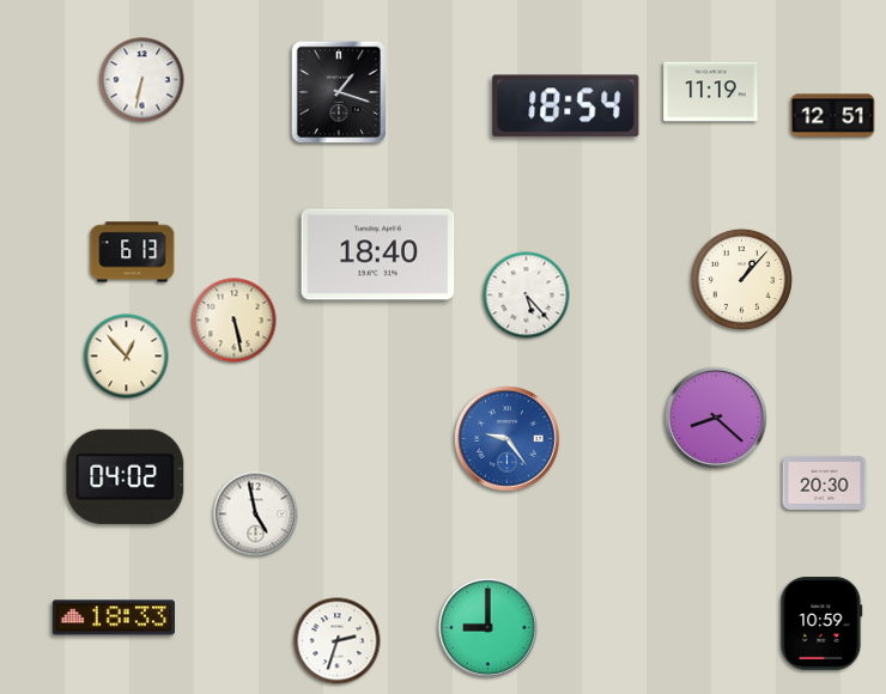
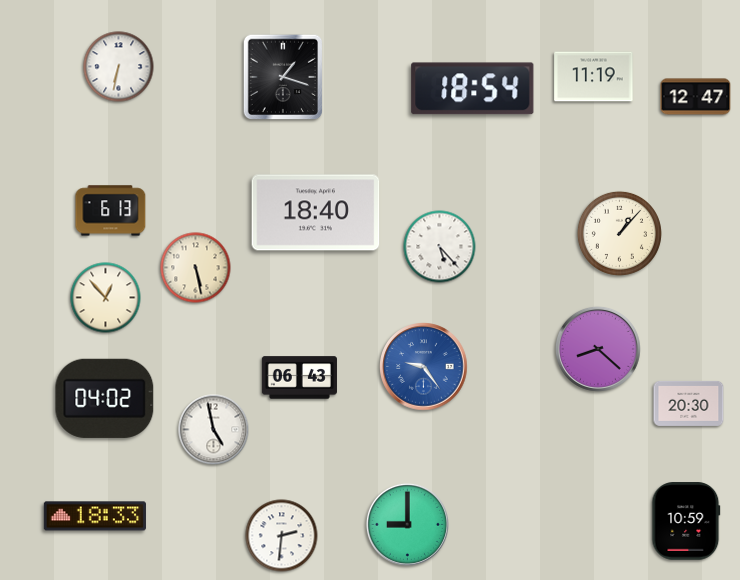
clock at (833, 116): 12:51 -> 12:47
clock at (299, 378): none -> 06:43
clock at (338, 641): 2:33 -> 2:31
